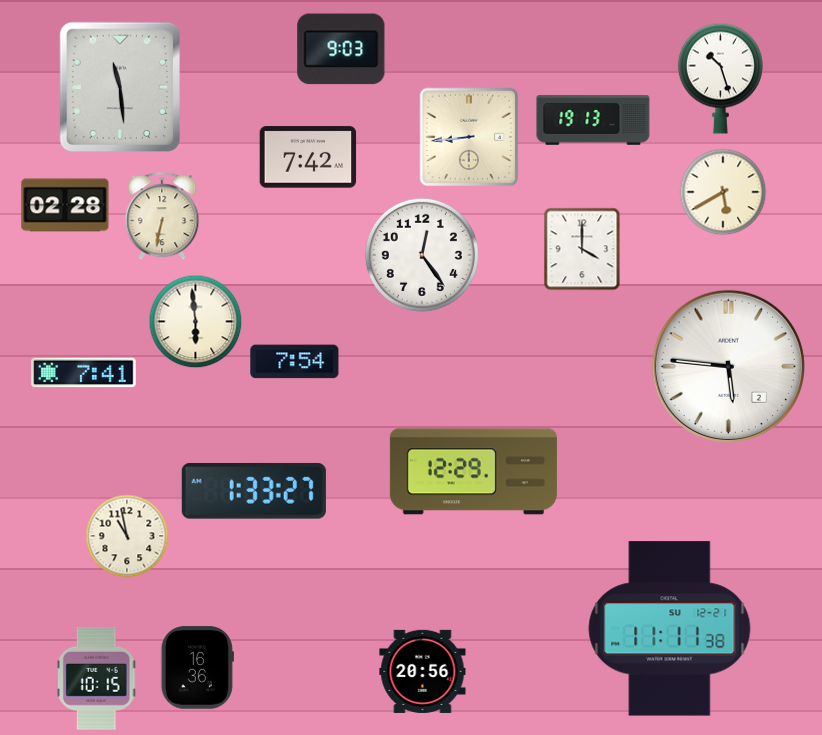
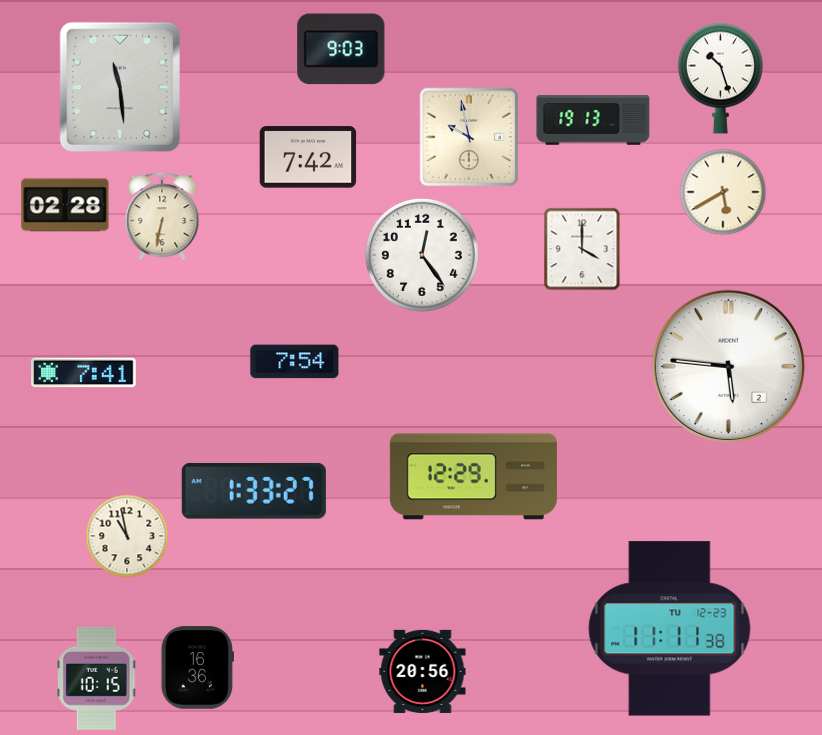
clock at (469, 137): 8:44 -> 9:58
clock at (196, 322): 5:59 -> none
clock at (473, 472) position: (473, 472) -> (473, 477)
clock at (670, 629) date: SU 12-21 -> TU 12-23
